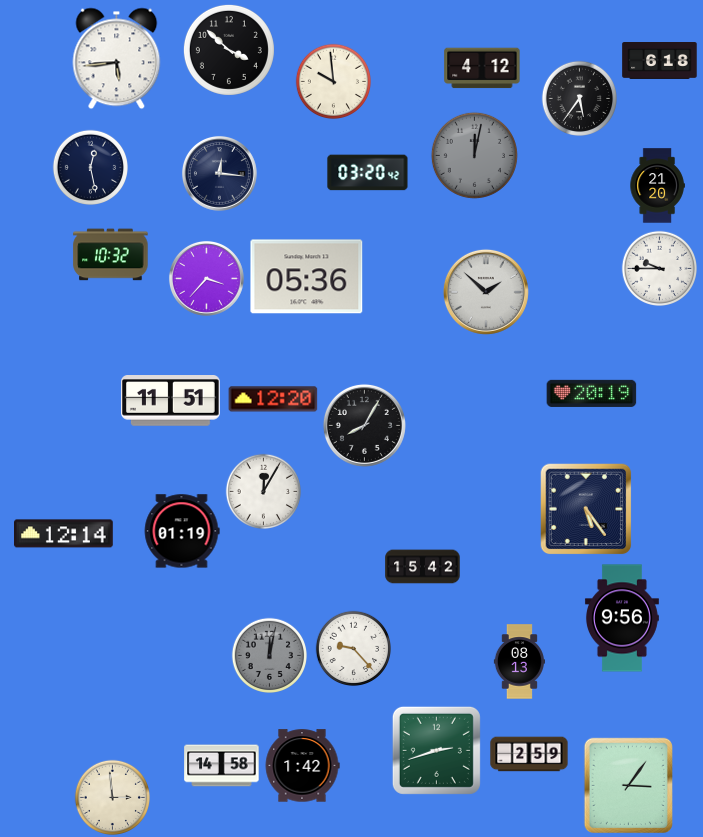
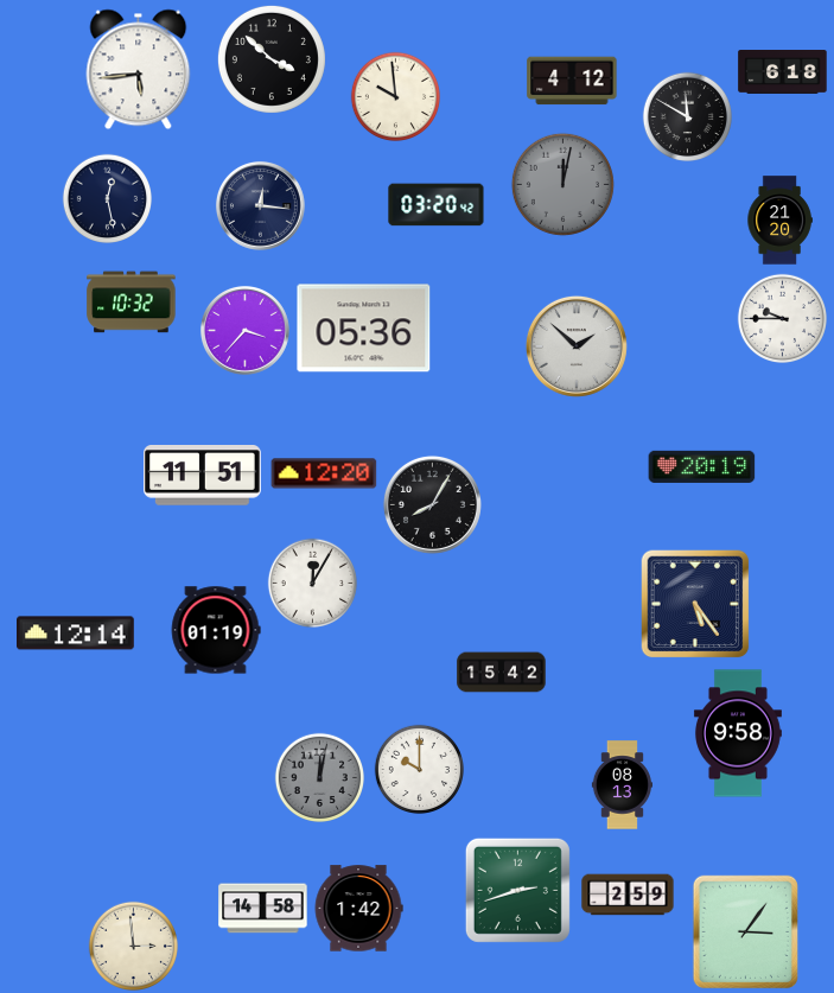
clock at (580, 99): 5:36 -> 11:50
clock at (622, 618): 9:56 -> 9:58
clock at (354, 649): 9:23 -> 10:00
clock at (519, 662) position: (519, 662) -> (622, 785)
